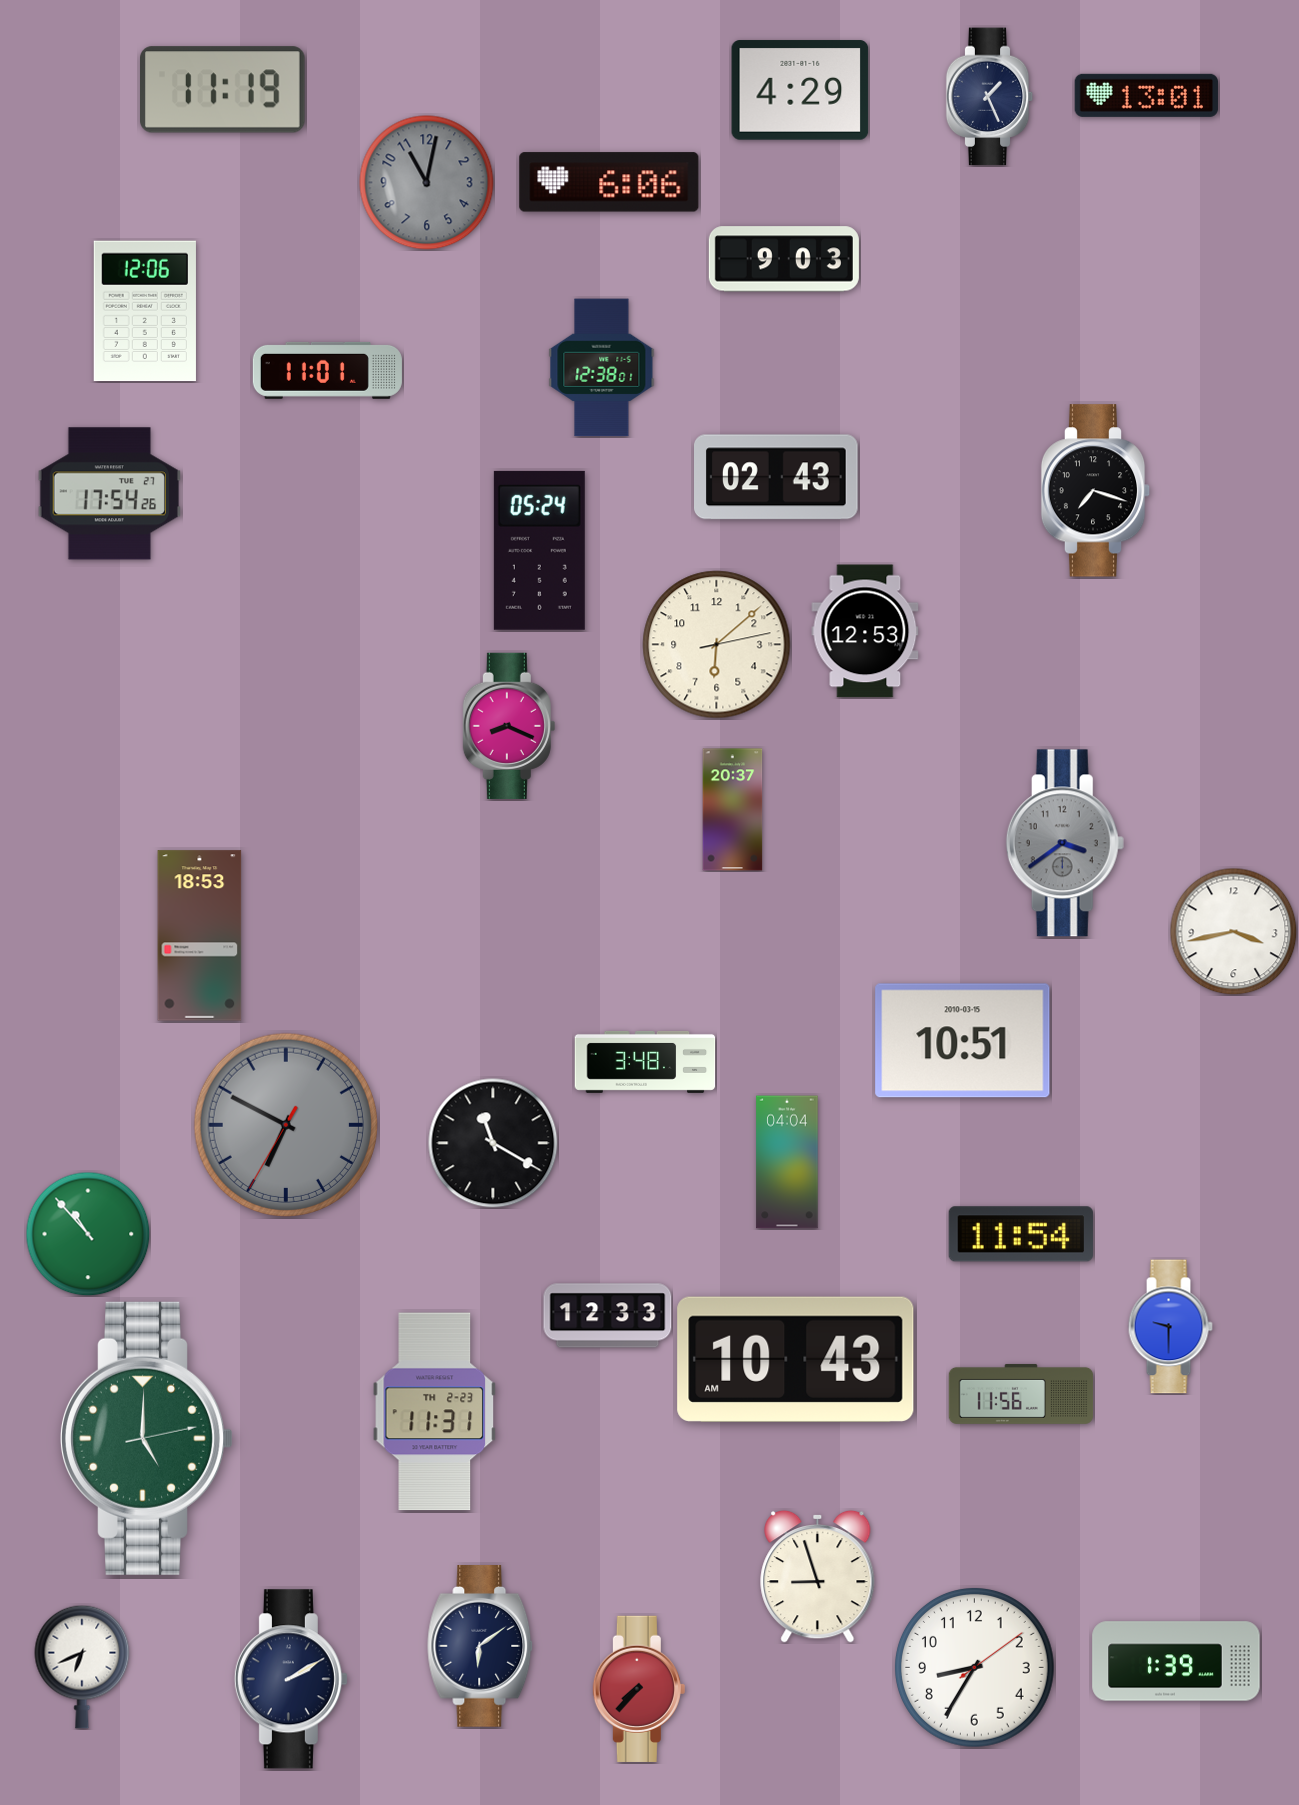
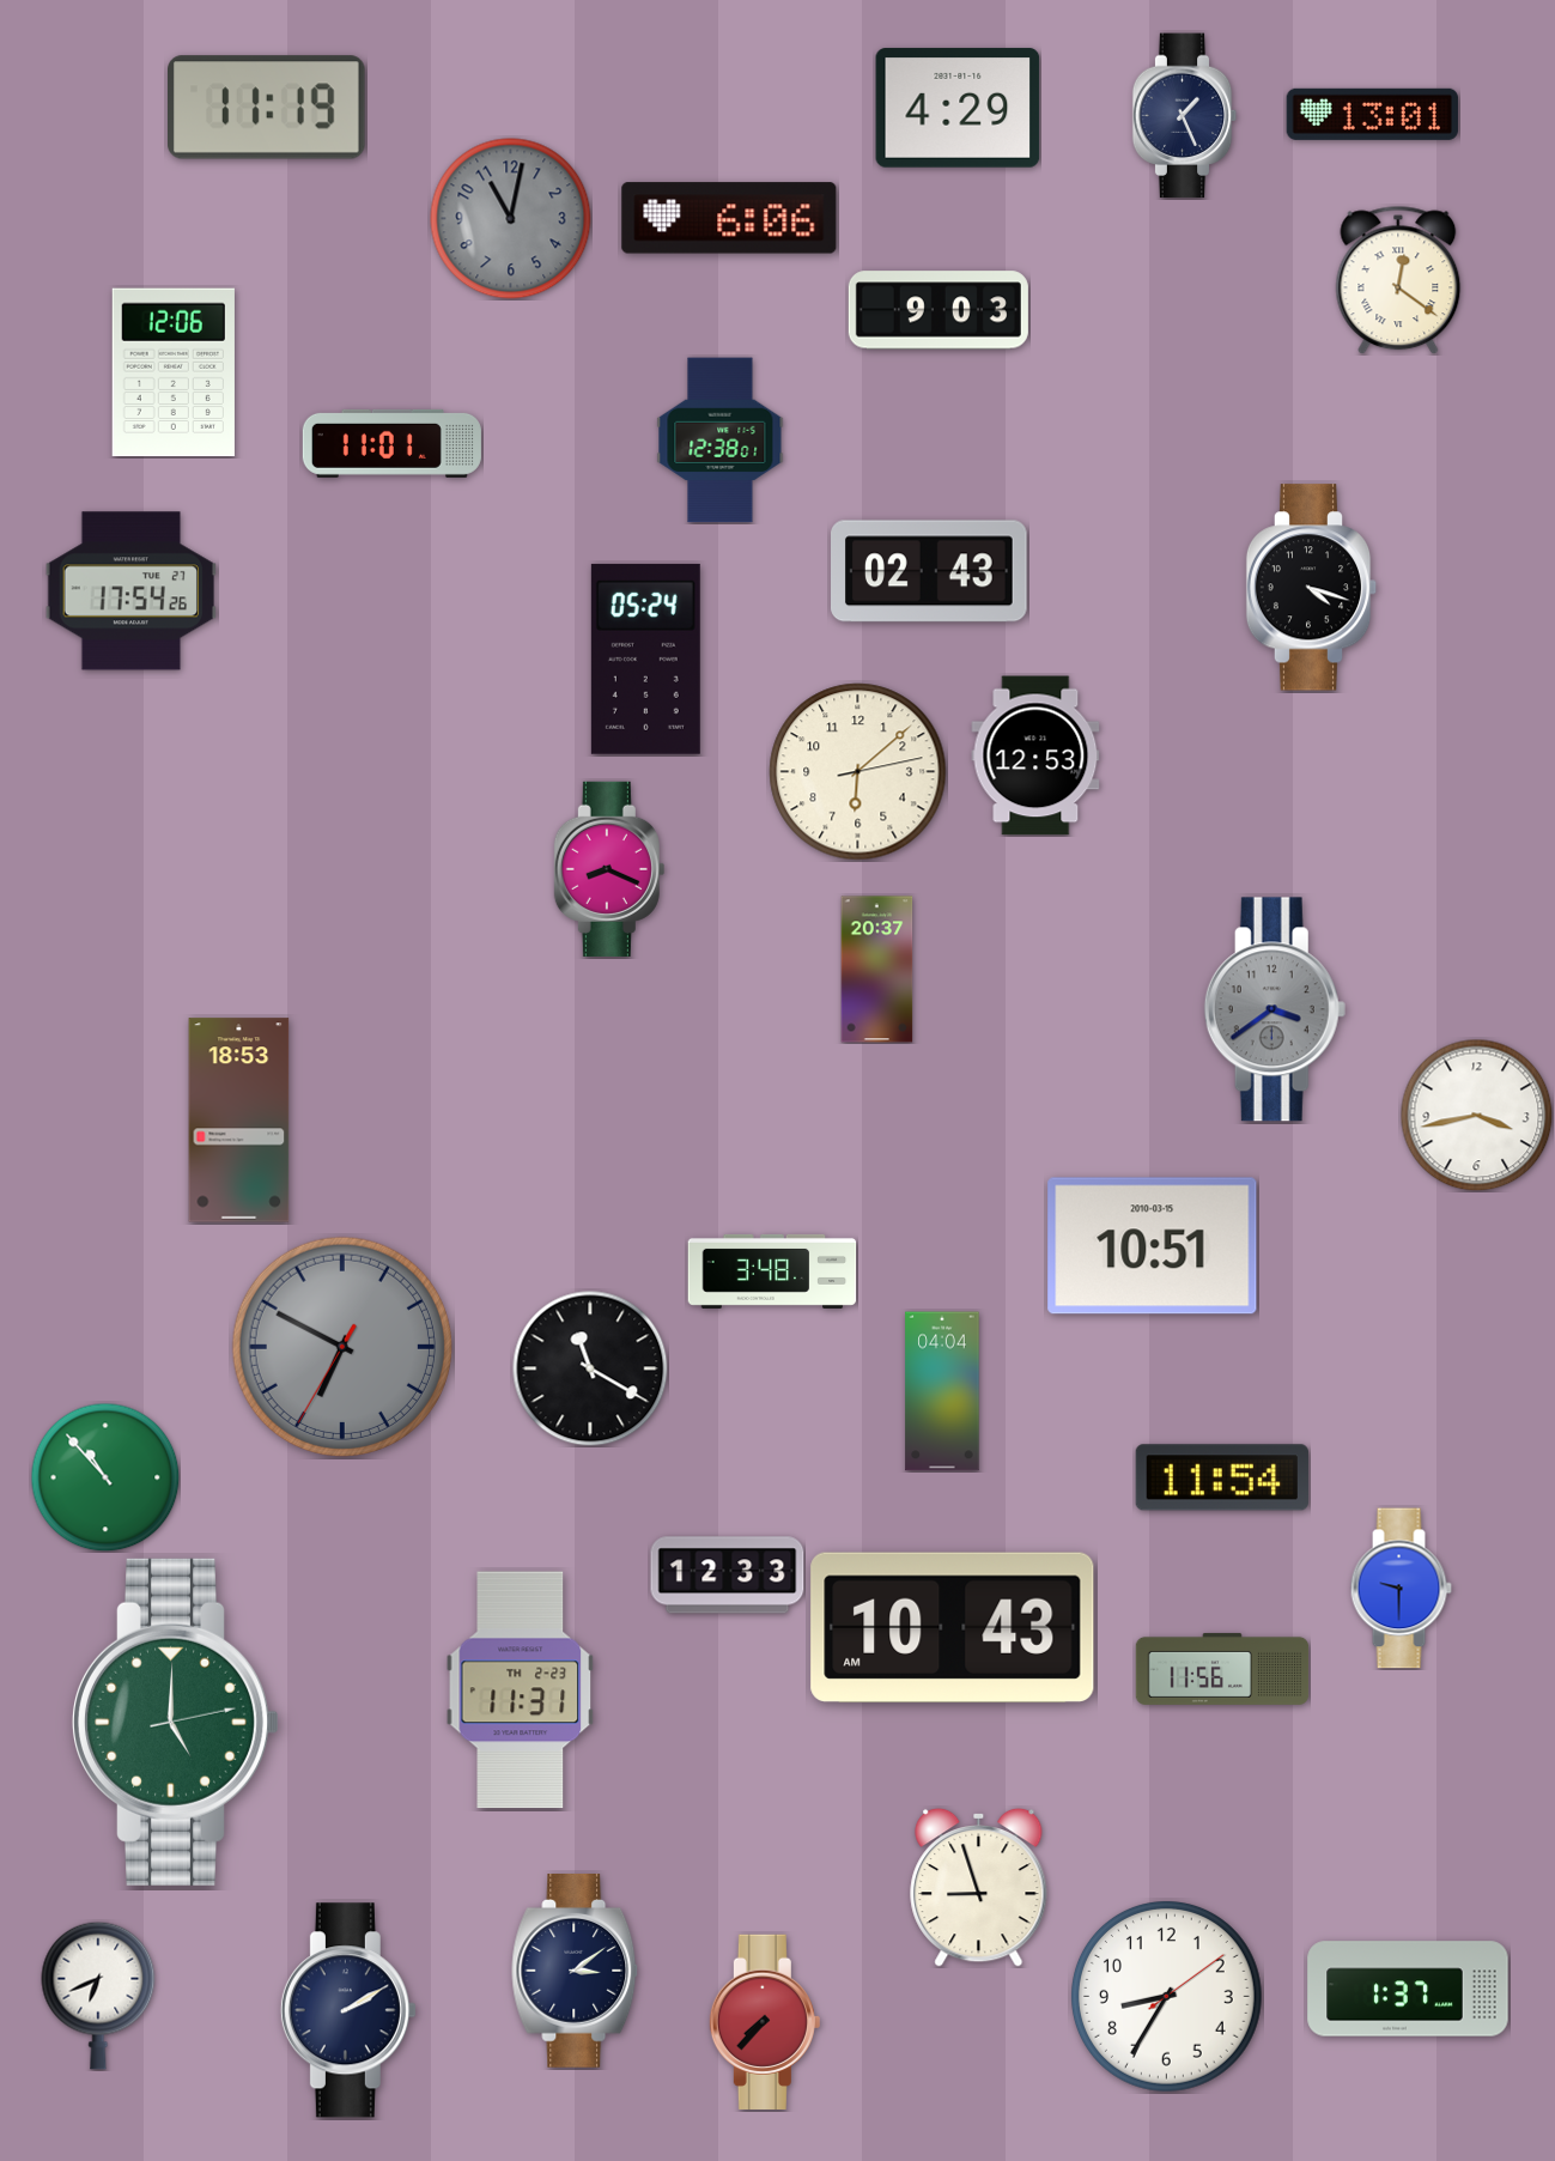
clock at (1398, 280): none -> 12:21
clock at (1096, 491): 7:18 -> 4:18
clock at (481, 1647): 6:09 -> 3:09
clock at (1176, 1661): 1:39 -> 1:37
